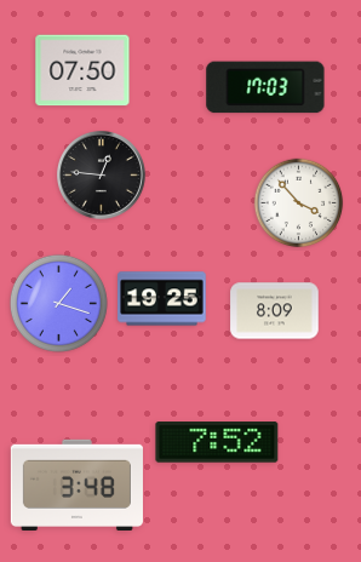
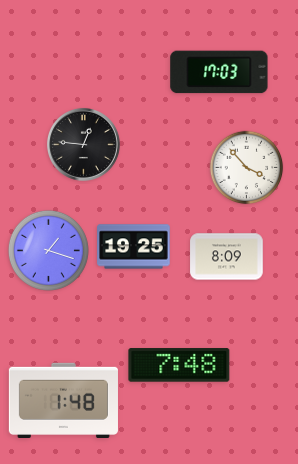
clock at (82, 70): 07:50 -> none
clock at (217, 442): 7:52 -> 7:48
clock at (76, 484): 3:48 -> 1:48
